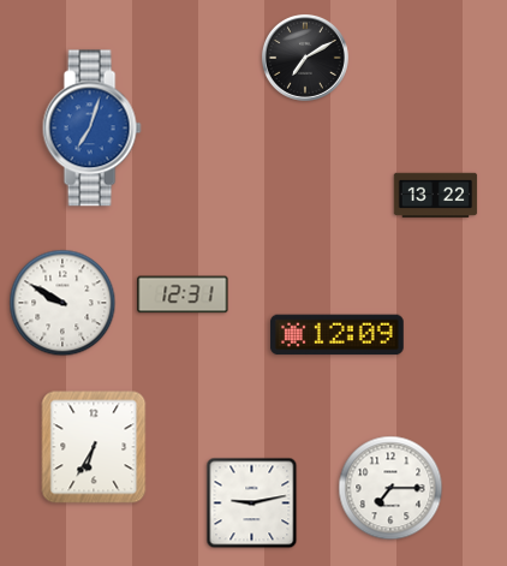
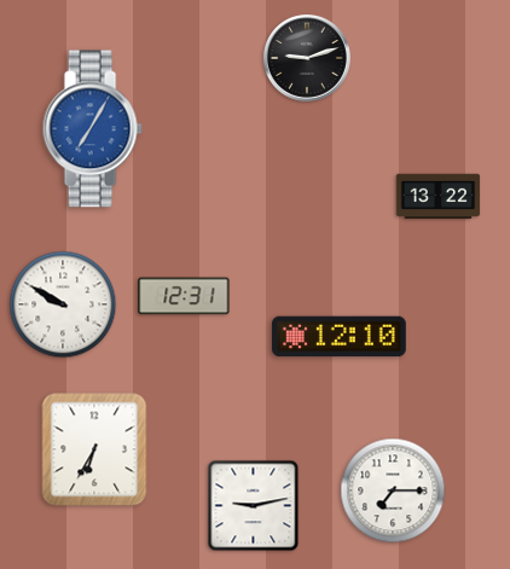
clock at (305, 58): 7:10 -> 9:12
clock at (91, 129): 7:03 -> 7:05
clock at (338, 335): 12:09 -> 12:10
